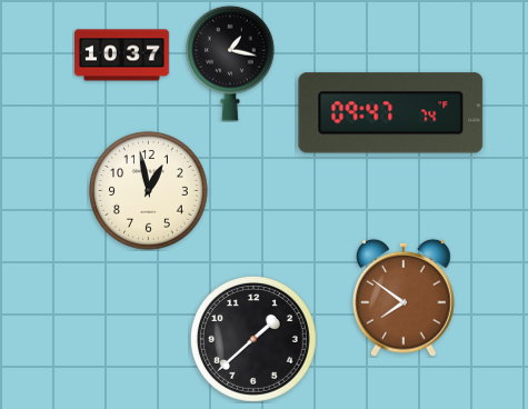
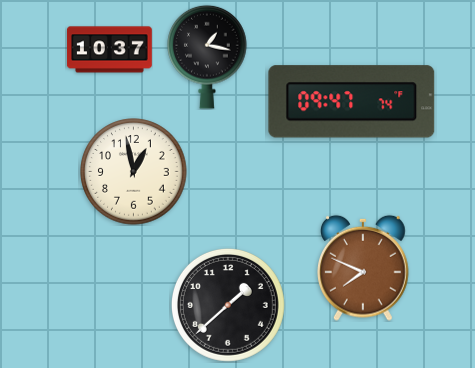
clock at (405, 298): 7:51 -> 7:49
